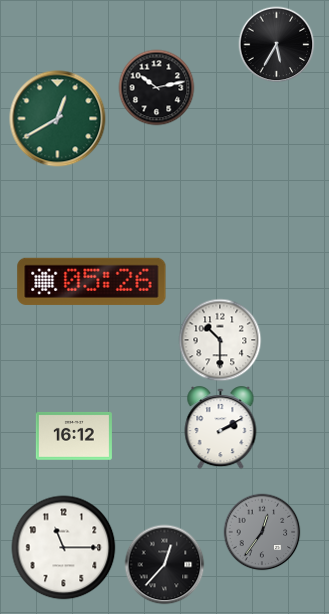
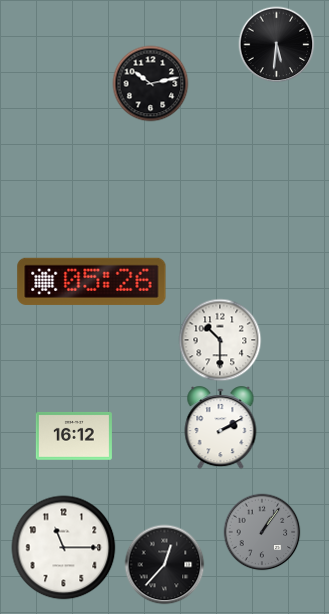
clock at (277, 45): 5:35 -> 5:31
clock at (157, 88) position: (157, 88) -> (151, 84)
clock at (58, 119): 12:40 -> none
clock at (262, 532): 12:36 -> 1:06
